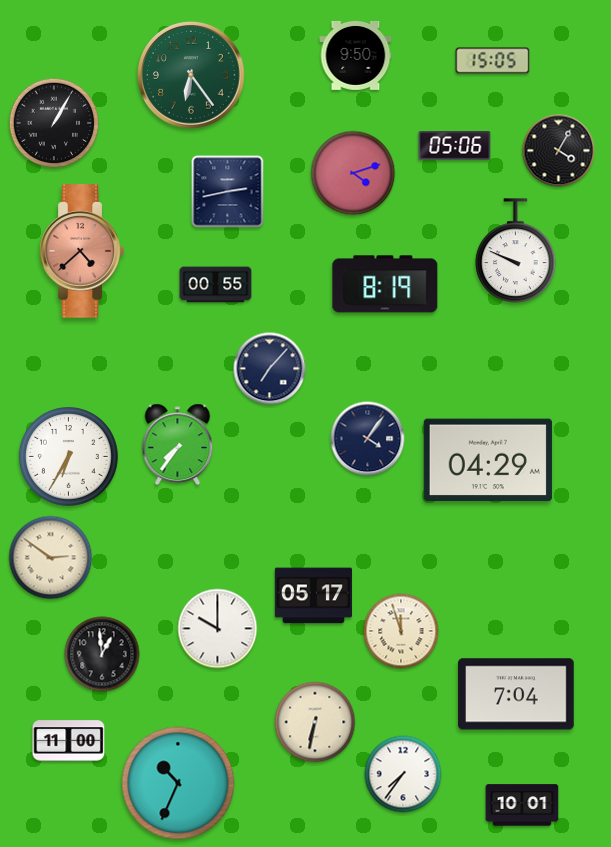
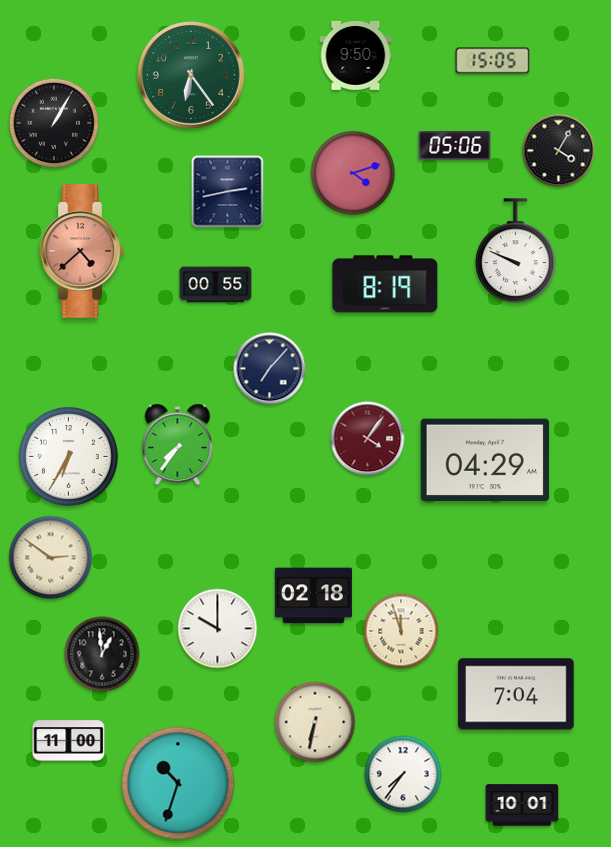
clock at (368, 439) dial: navy -> burgundy
clock at (488, 460) position: (488, 460) -> (485, 460)
clock at (313, 596): 05:17 -> 02:18
clock at (178, 783): 10:34 -> 10:33
